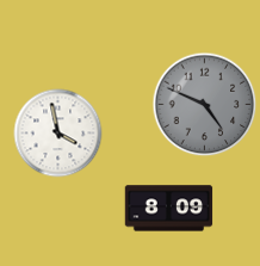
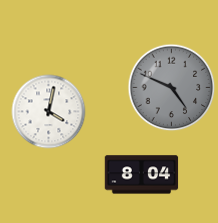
clock at (58, 134): 3:58 -> 4:02
clock at (169, 209): 8:09 -> 8:04
